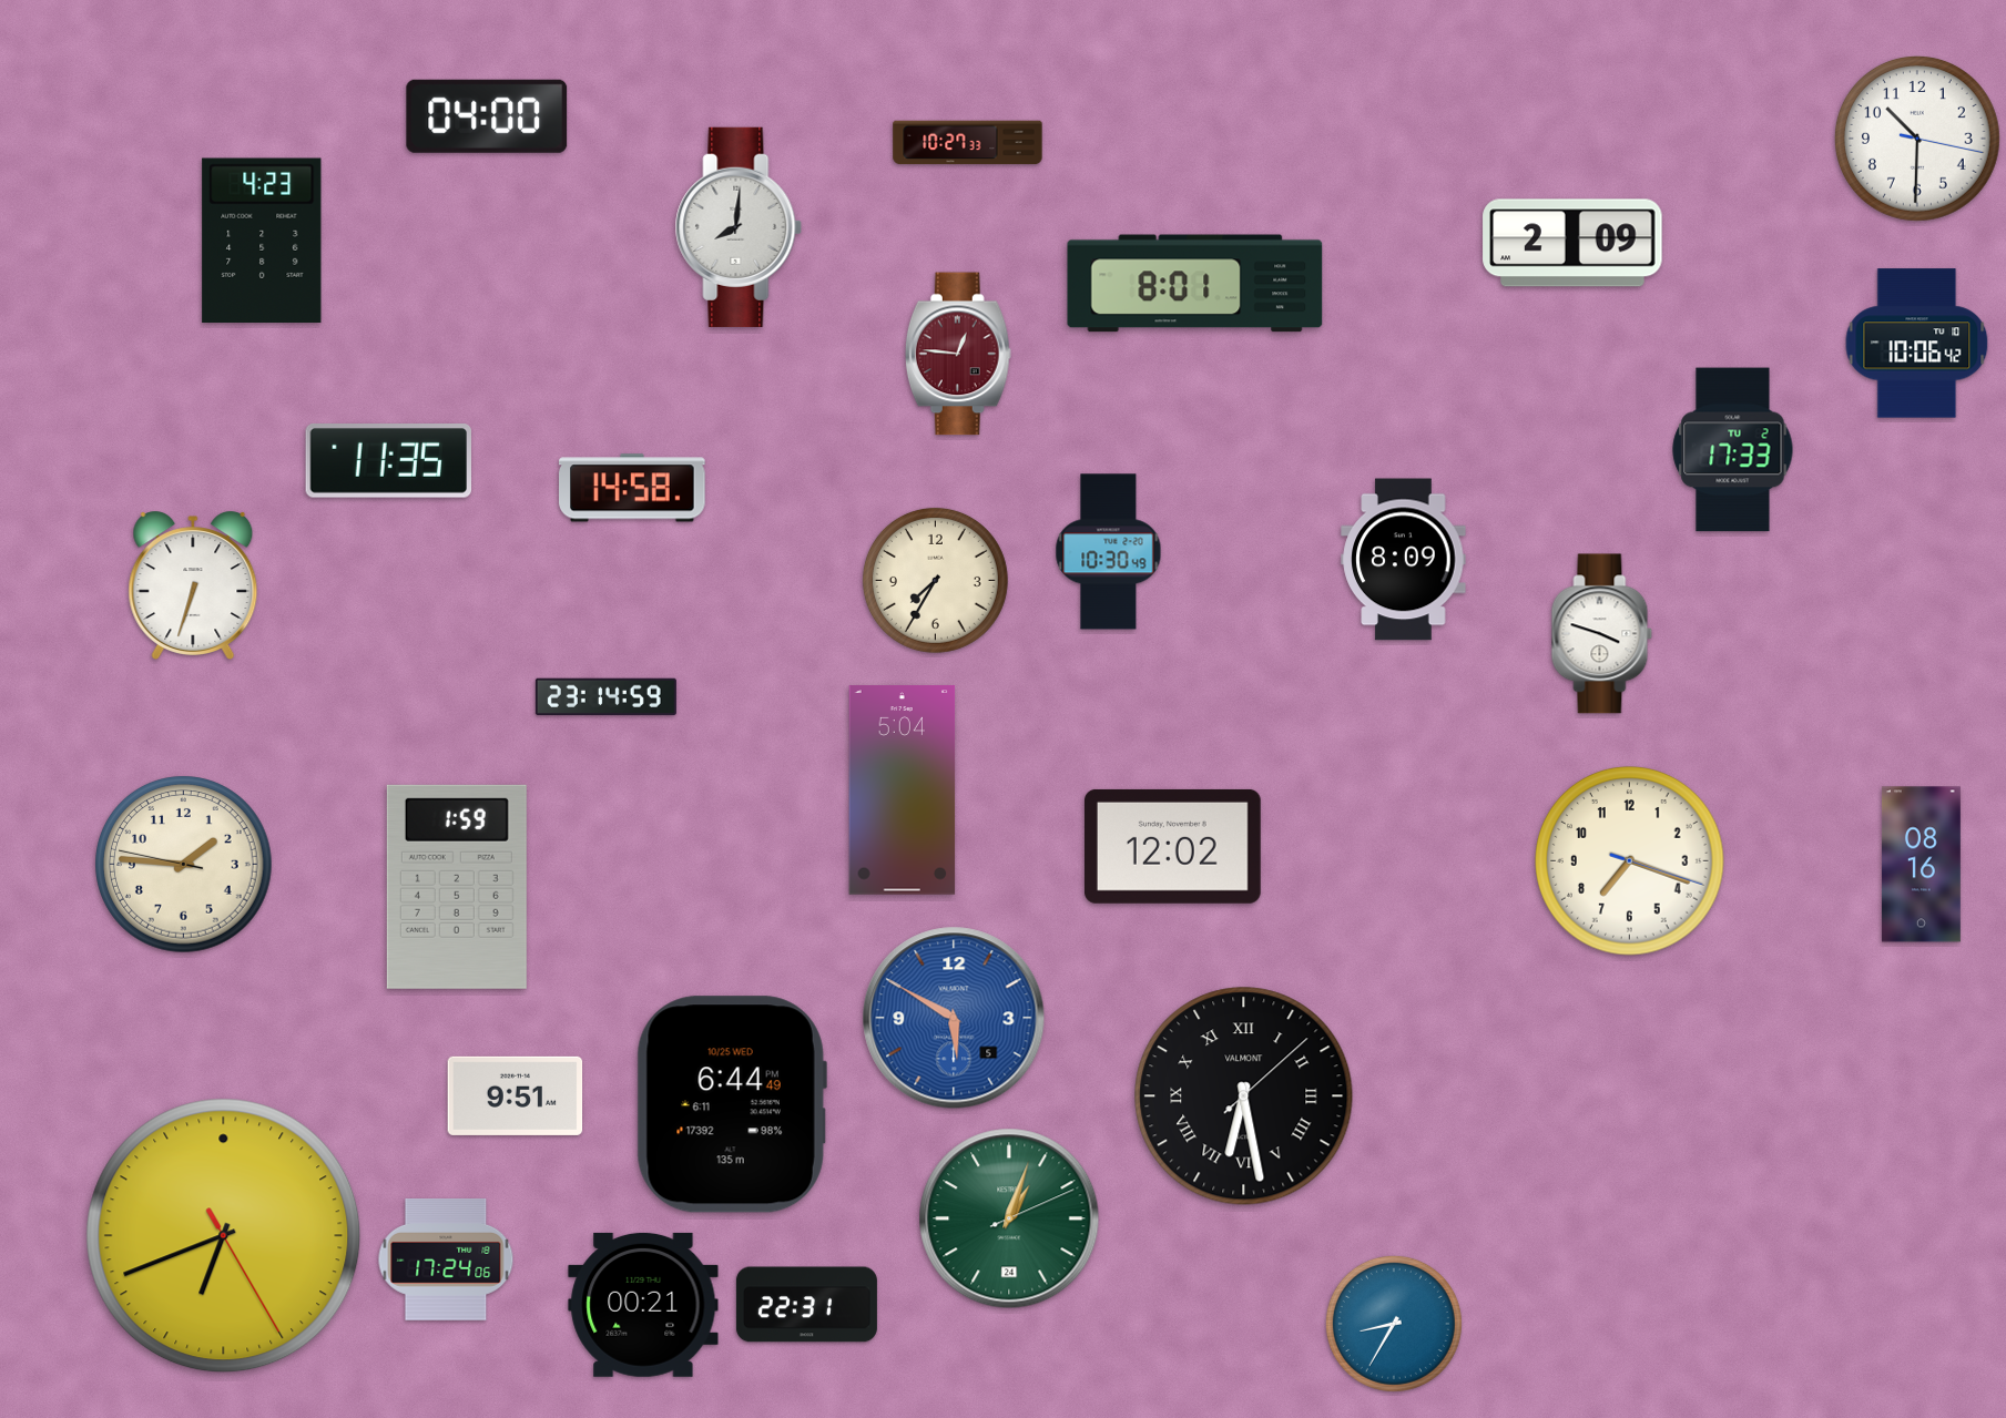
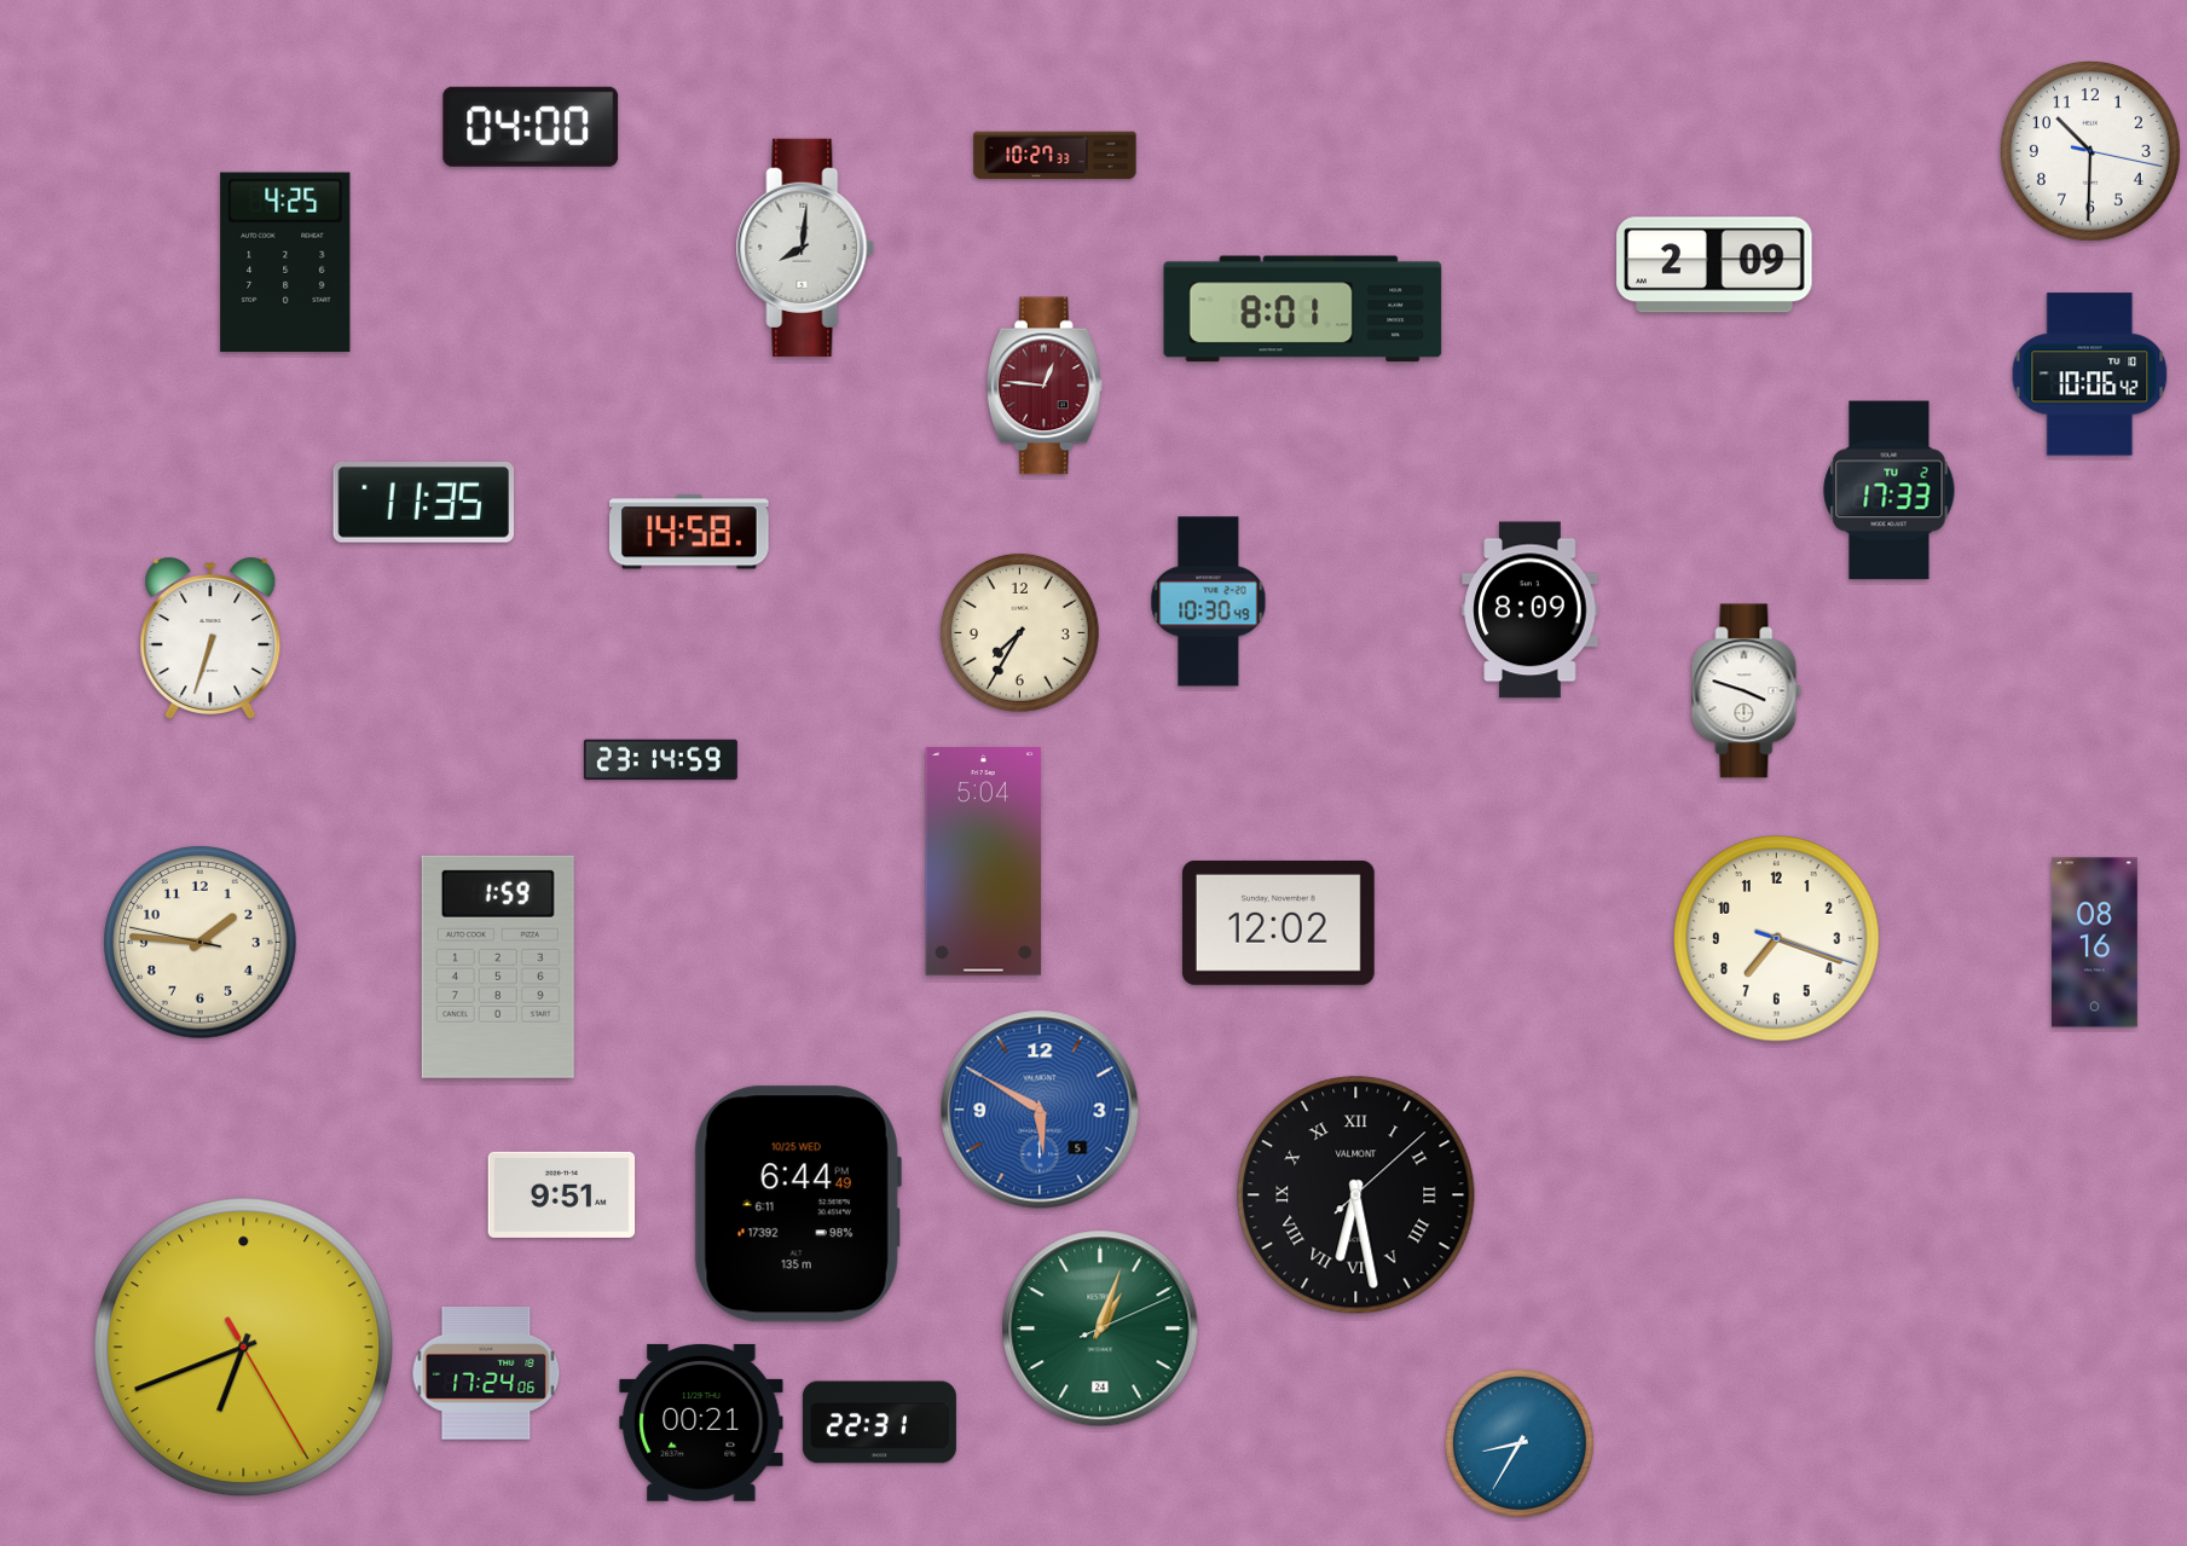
clock at (262, 239): 4:23 -> 4:25
